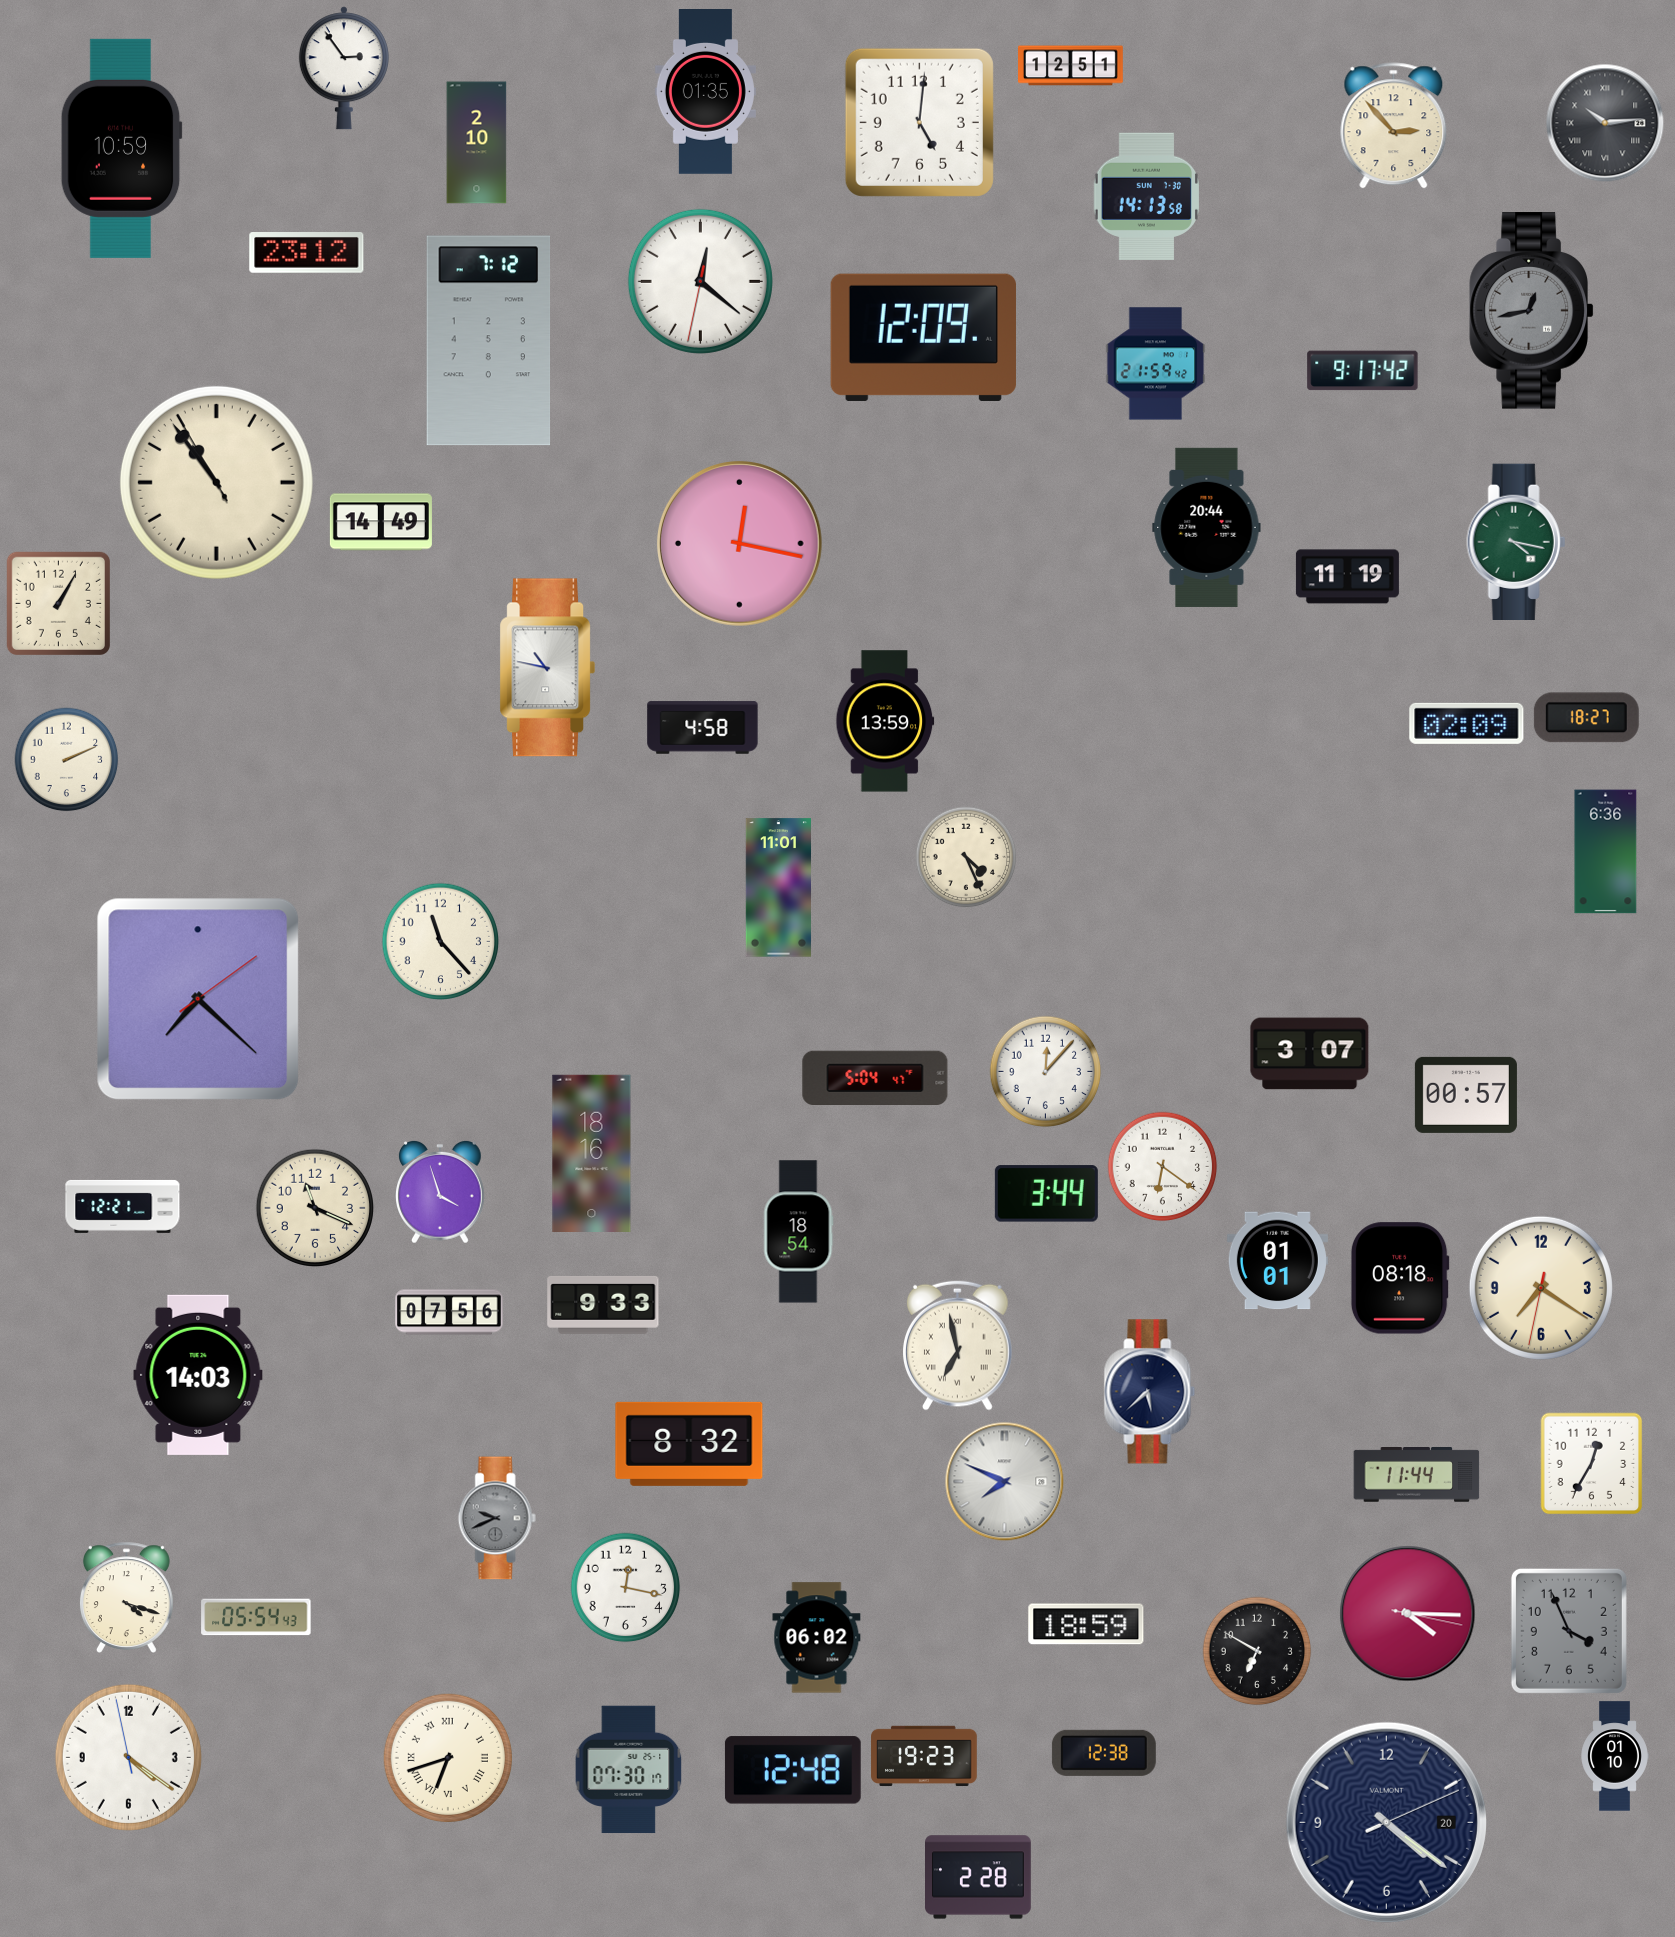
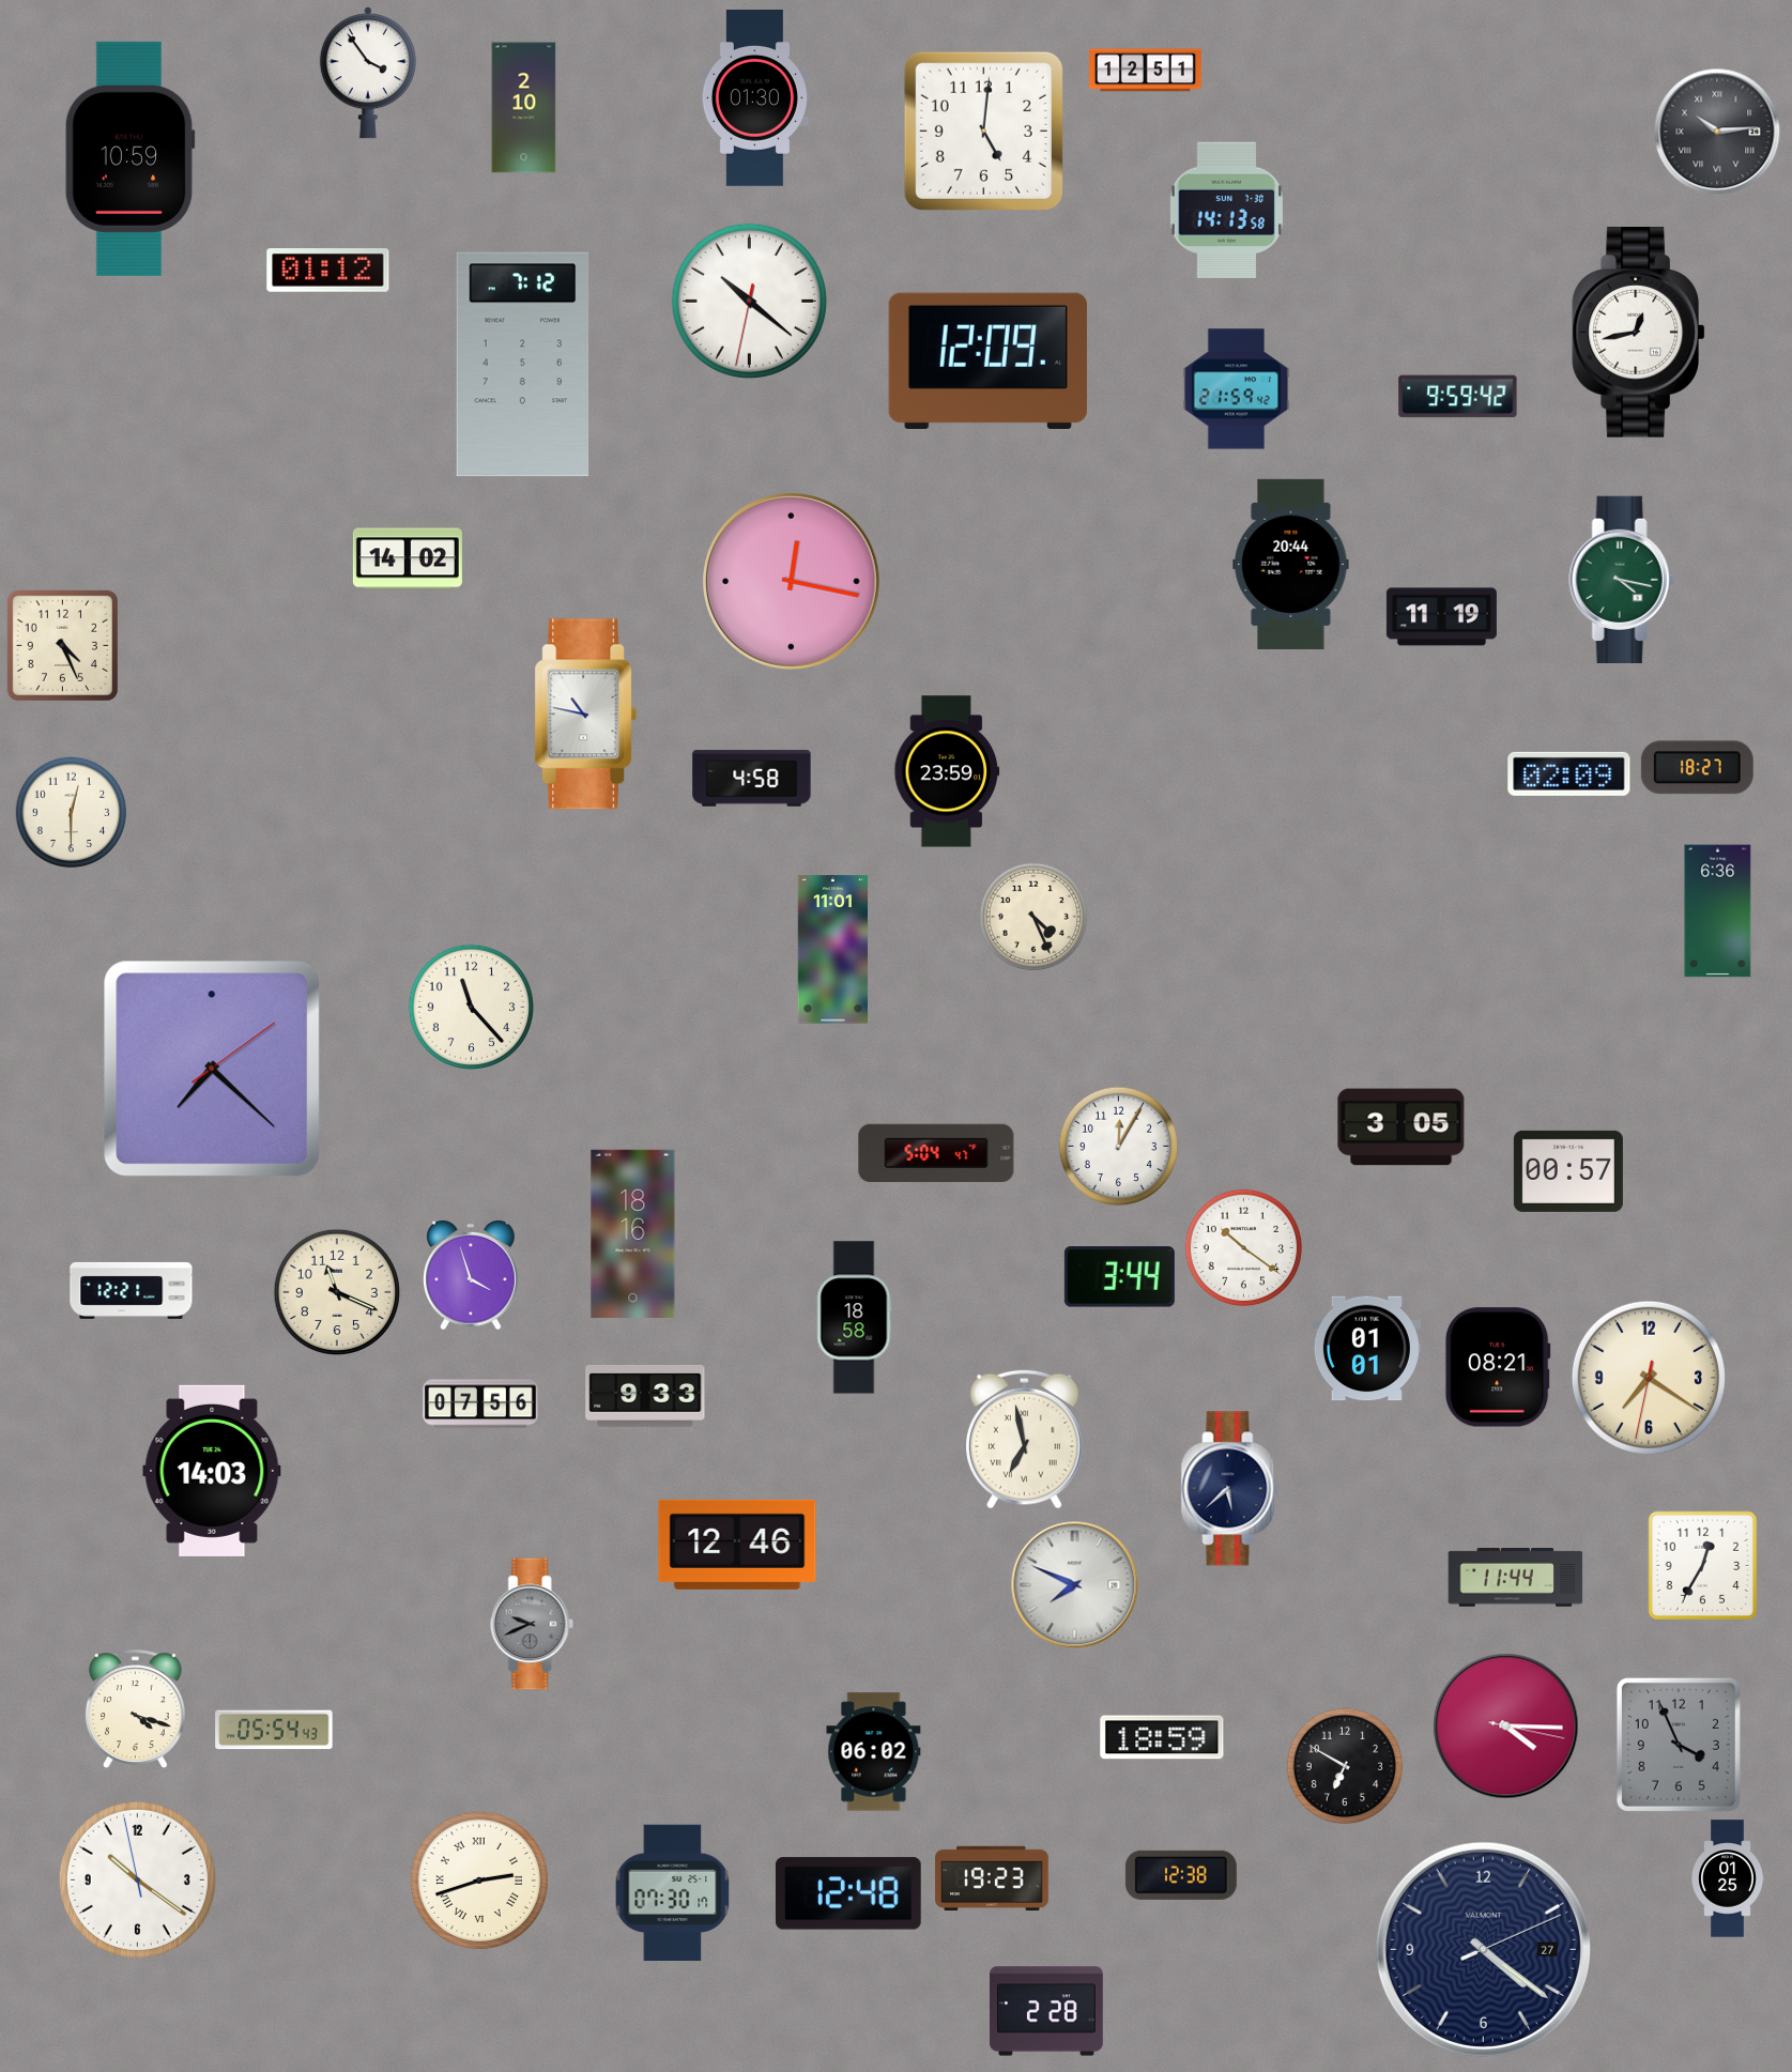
clock at (344, 68): 2:54 -> 3:54
clock at (705, 92): 01:35 -> 01:30
clock at (1394, 126): 2:53 -> none
clock at (477, 143) position: (477, 143) -> (524, 108)
clock at (307, 253): 23:12 -> 01:12
clock at (700, 281): 12:21 -> 10:21
clock at (1532, 311) dial: grey -> white
clock at (1363, 371): 9:17 -> 9:59
clock at (216, 482): 10:53 -> none
clock at (381, 522): 14:49 -> 14:02
clock at (58, 603): 1:05 -> 4:26
clock at (885, 721): 13:59 -> 23:59
clock at (67, 760): 2:11 -> 12:30
clock at (1310, 1054): 3:07 -> 3:05
clock at (1046, 1072): 12:07 -> 12:05
clock at (1163, 1167): 6:21 -> 10:21
clock at (799, 1232): 18:54 -> 18:58
clock at (1400, 1278): 08:18 -> 08:21
clock at (689, 1444): 8:32 -> 12:46
clock at (626, 1588): 12:17 -> none
clock at (924, 1756) position: (924, 1756) -> (992, 1878)
clock at (1615, 1756): 01:10 -> 01:25
clock at (128, 1757): 4:20 -> 10:20
clock at (448, 1758): 6:42 -> 2:42
clock at (1386, 1822) date: 20 -> 27
clock at (979, 1877) position: (979, 1877) -> (1047, 2011)
